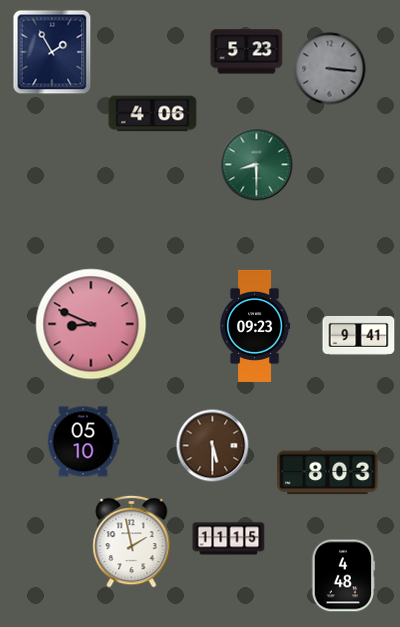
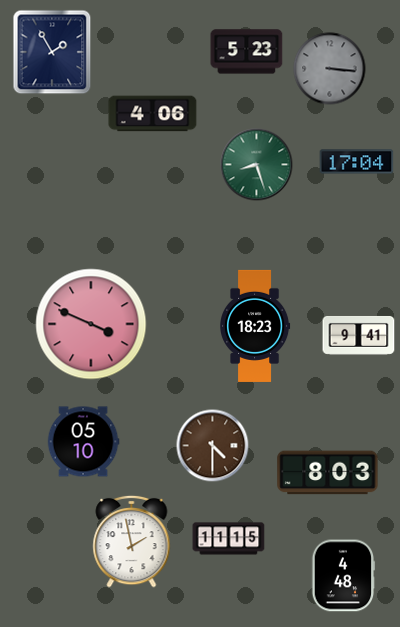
clock at (357, 162): none -> 17:04
clock at (257, 165): 8:30 -> 8:27
clock at (91, 324): 8:49 -> 3:49
clock at (256, 326): 09:23 -> 18:23
clock at (213, 446): 5:30 -> 4:30
